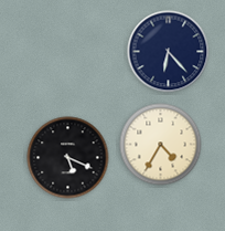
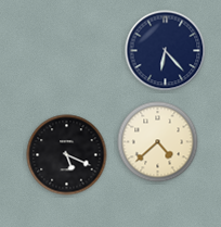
clock at (161, 145): 4:35 -> 4:38
